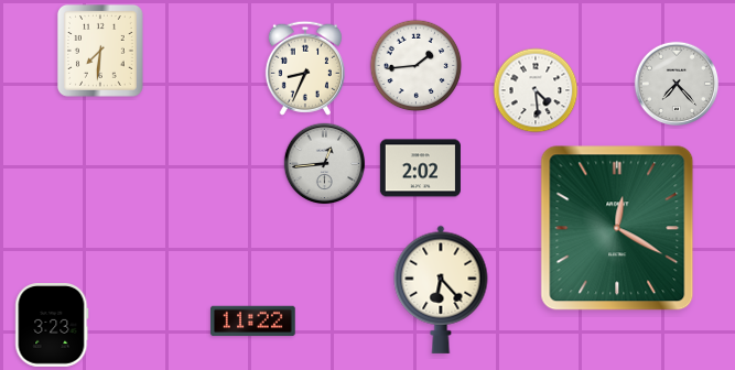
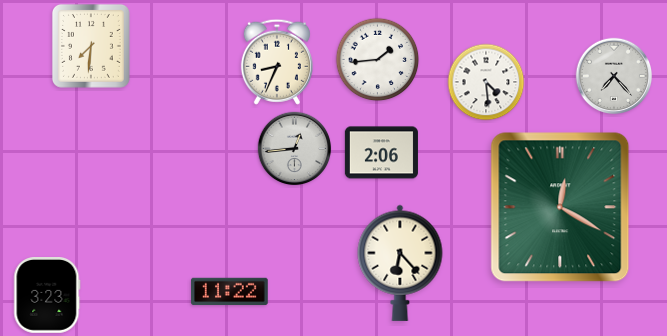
clock at (420, 168): 2:02 -> 2:06
